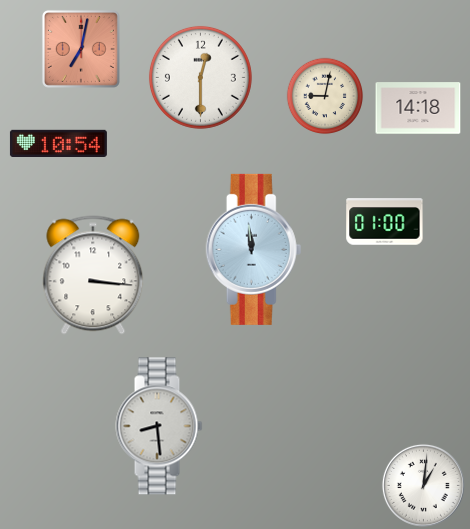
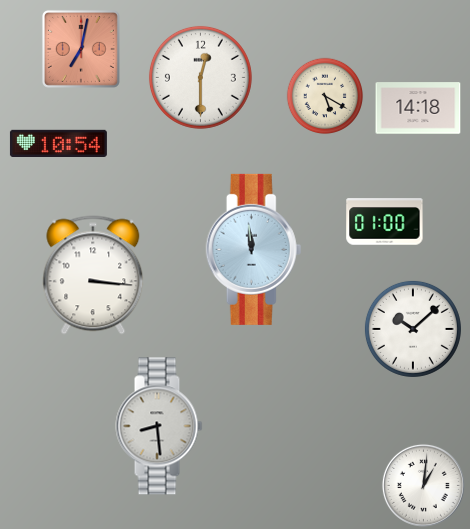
clock at (325, 96): 9:02 -> 5:20
clock at (413, 329): none -> 10:08
